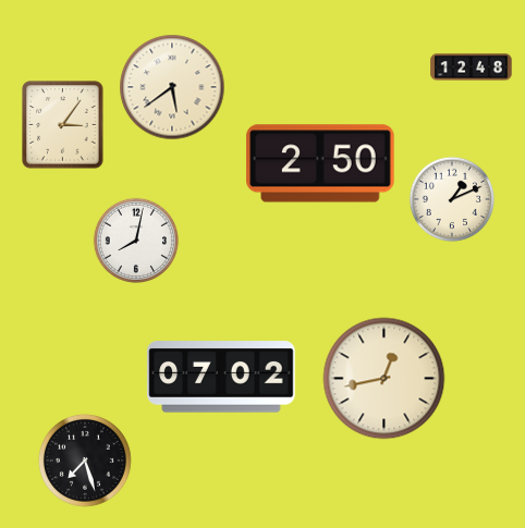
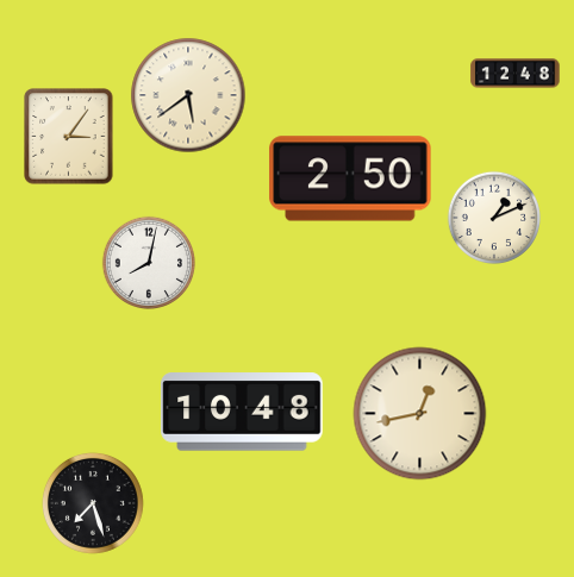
clock at (221, 377): 07:02 -> 10:48
